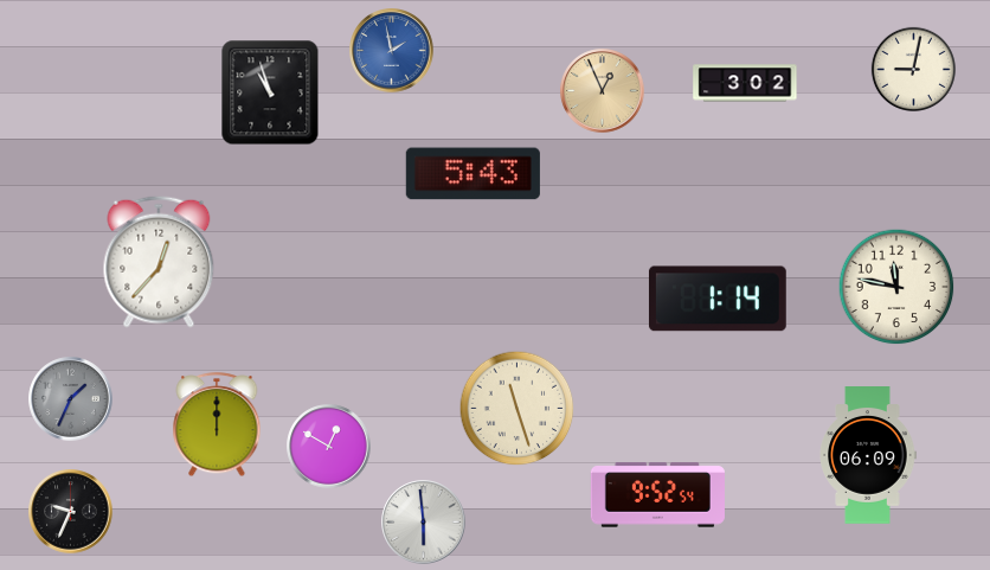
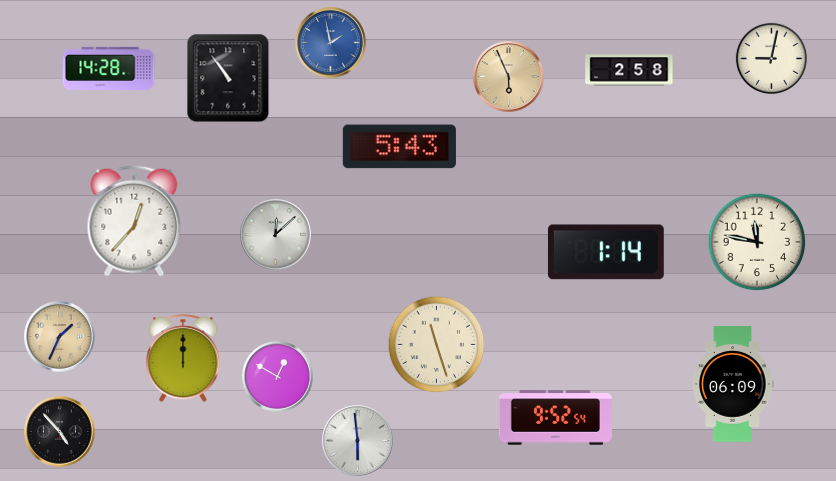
clock at (109, 68): none -> 14:28
clock at (745, 83): 3:02 -> 2:58
clock at (603, 91): 12:56 -> 5:56
clock at (270, 92): 10:57 -> 10:54
clock at (276, 235): none -> 12:08
clock at (71, 399) dial: grey -> champagne
clock at (71, 512): 9:34 -> 4:53
